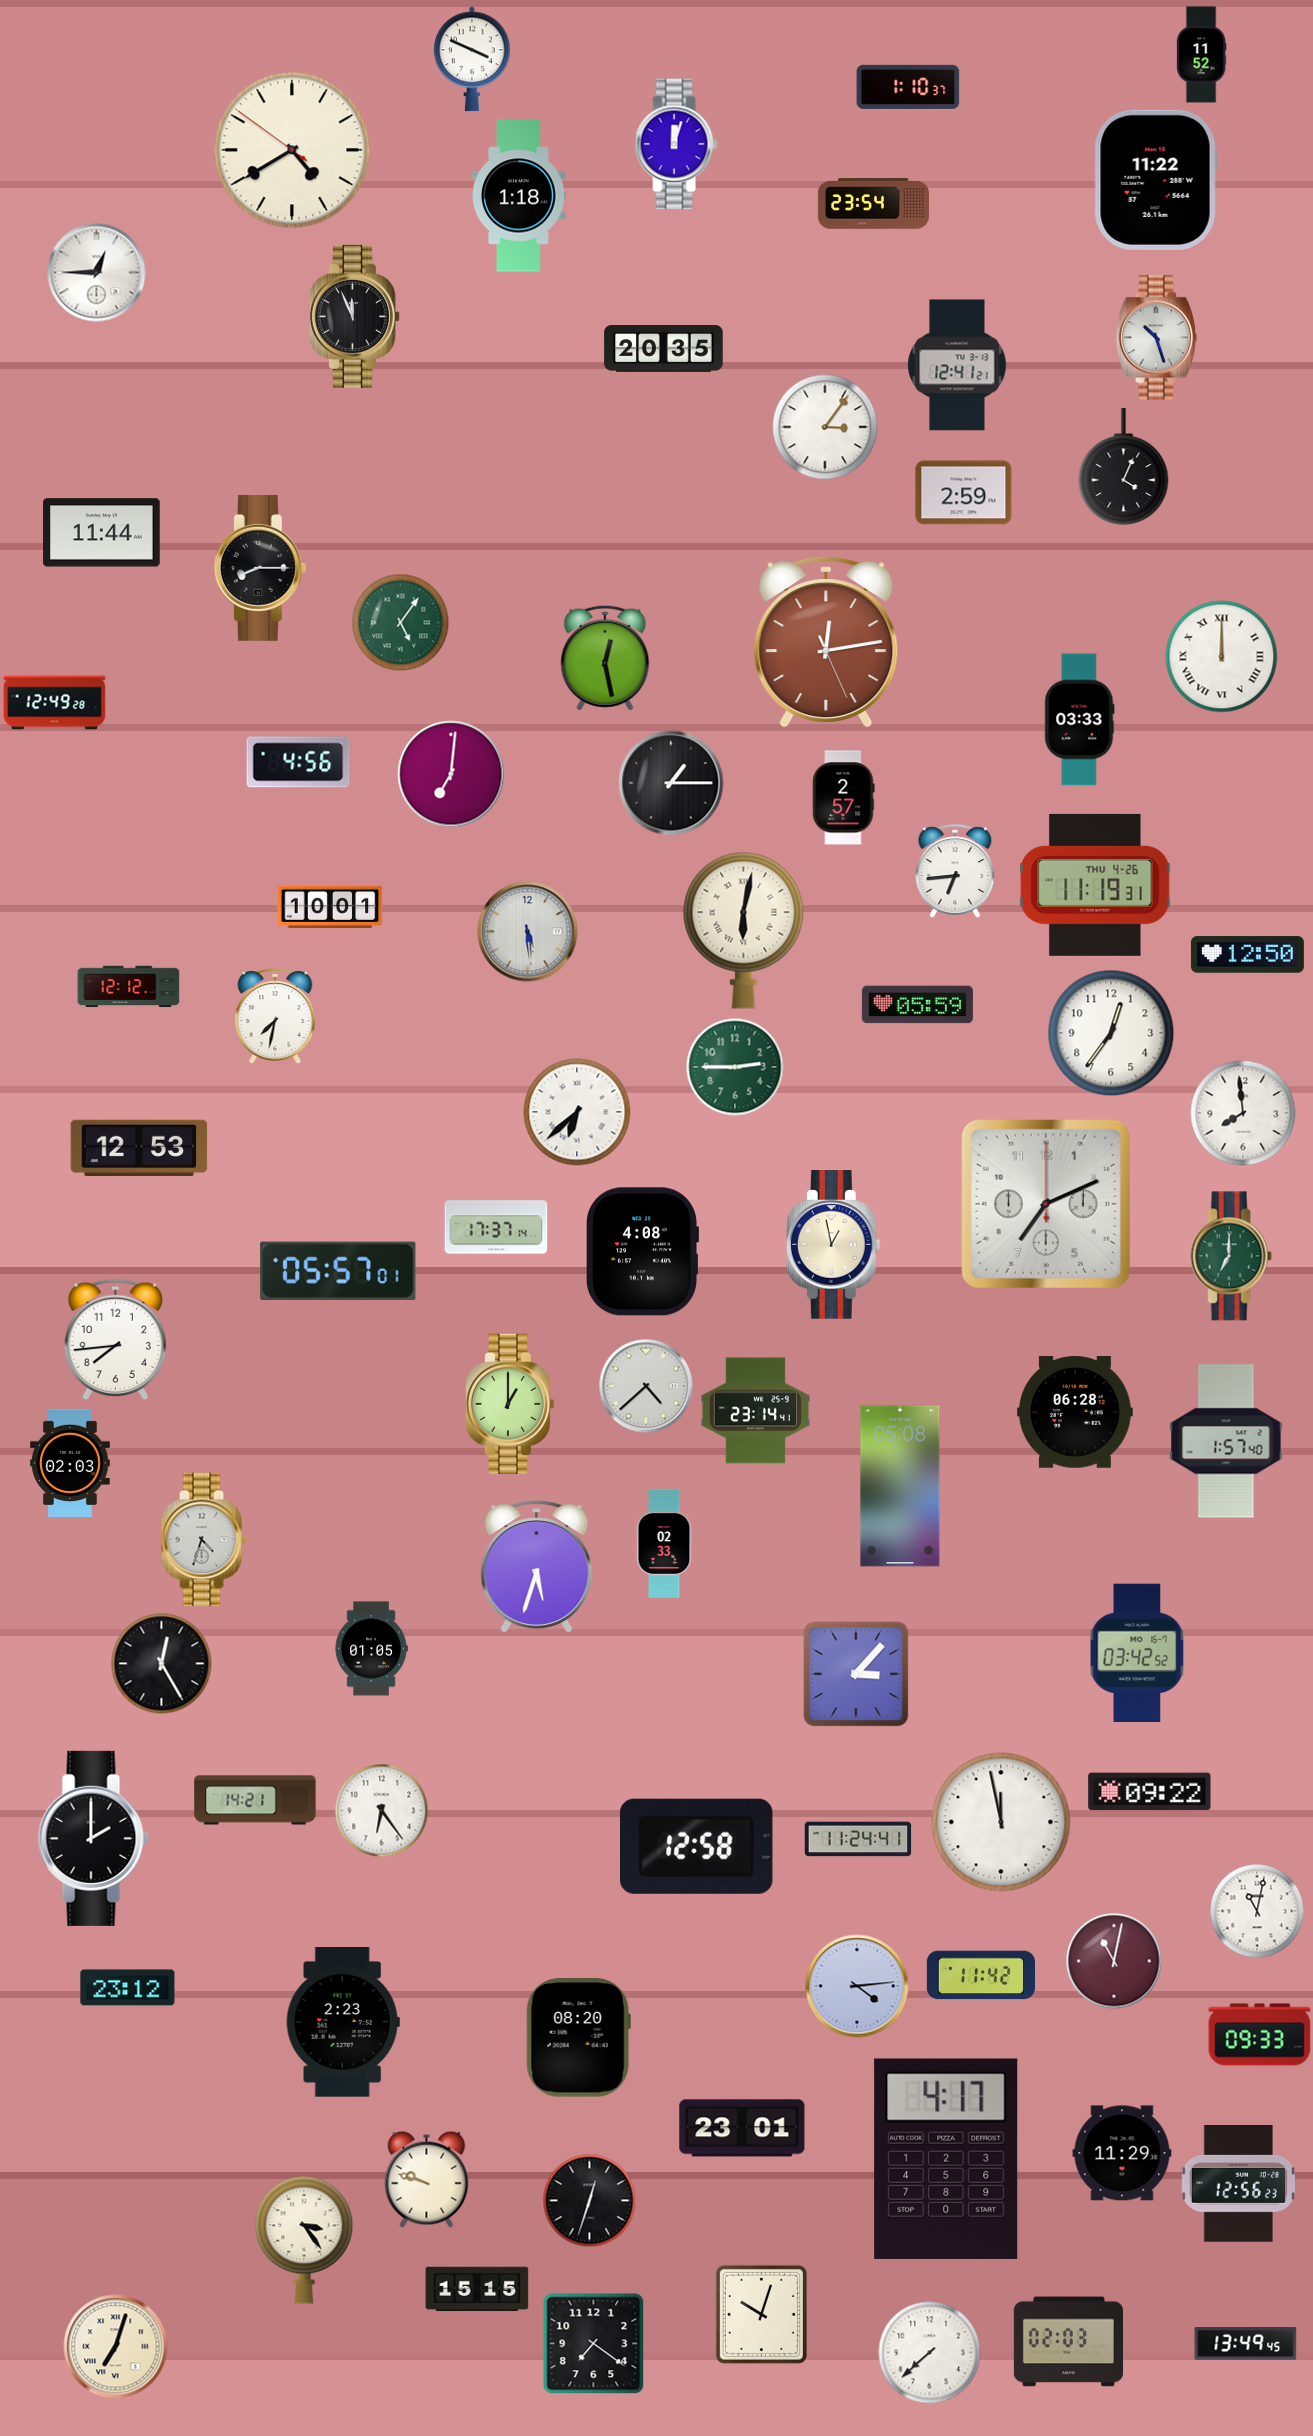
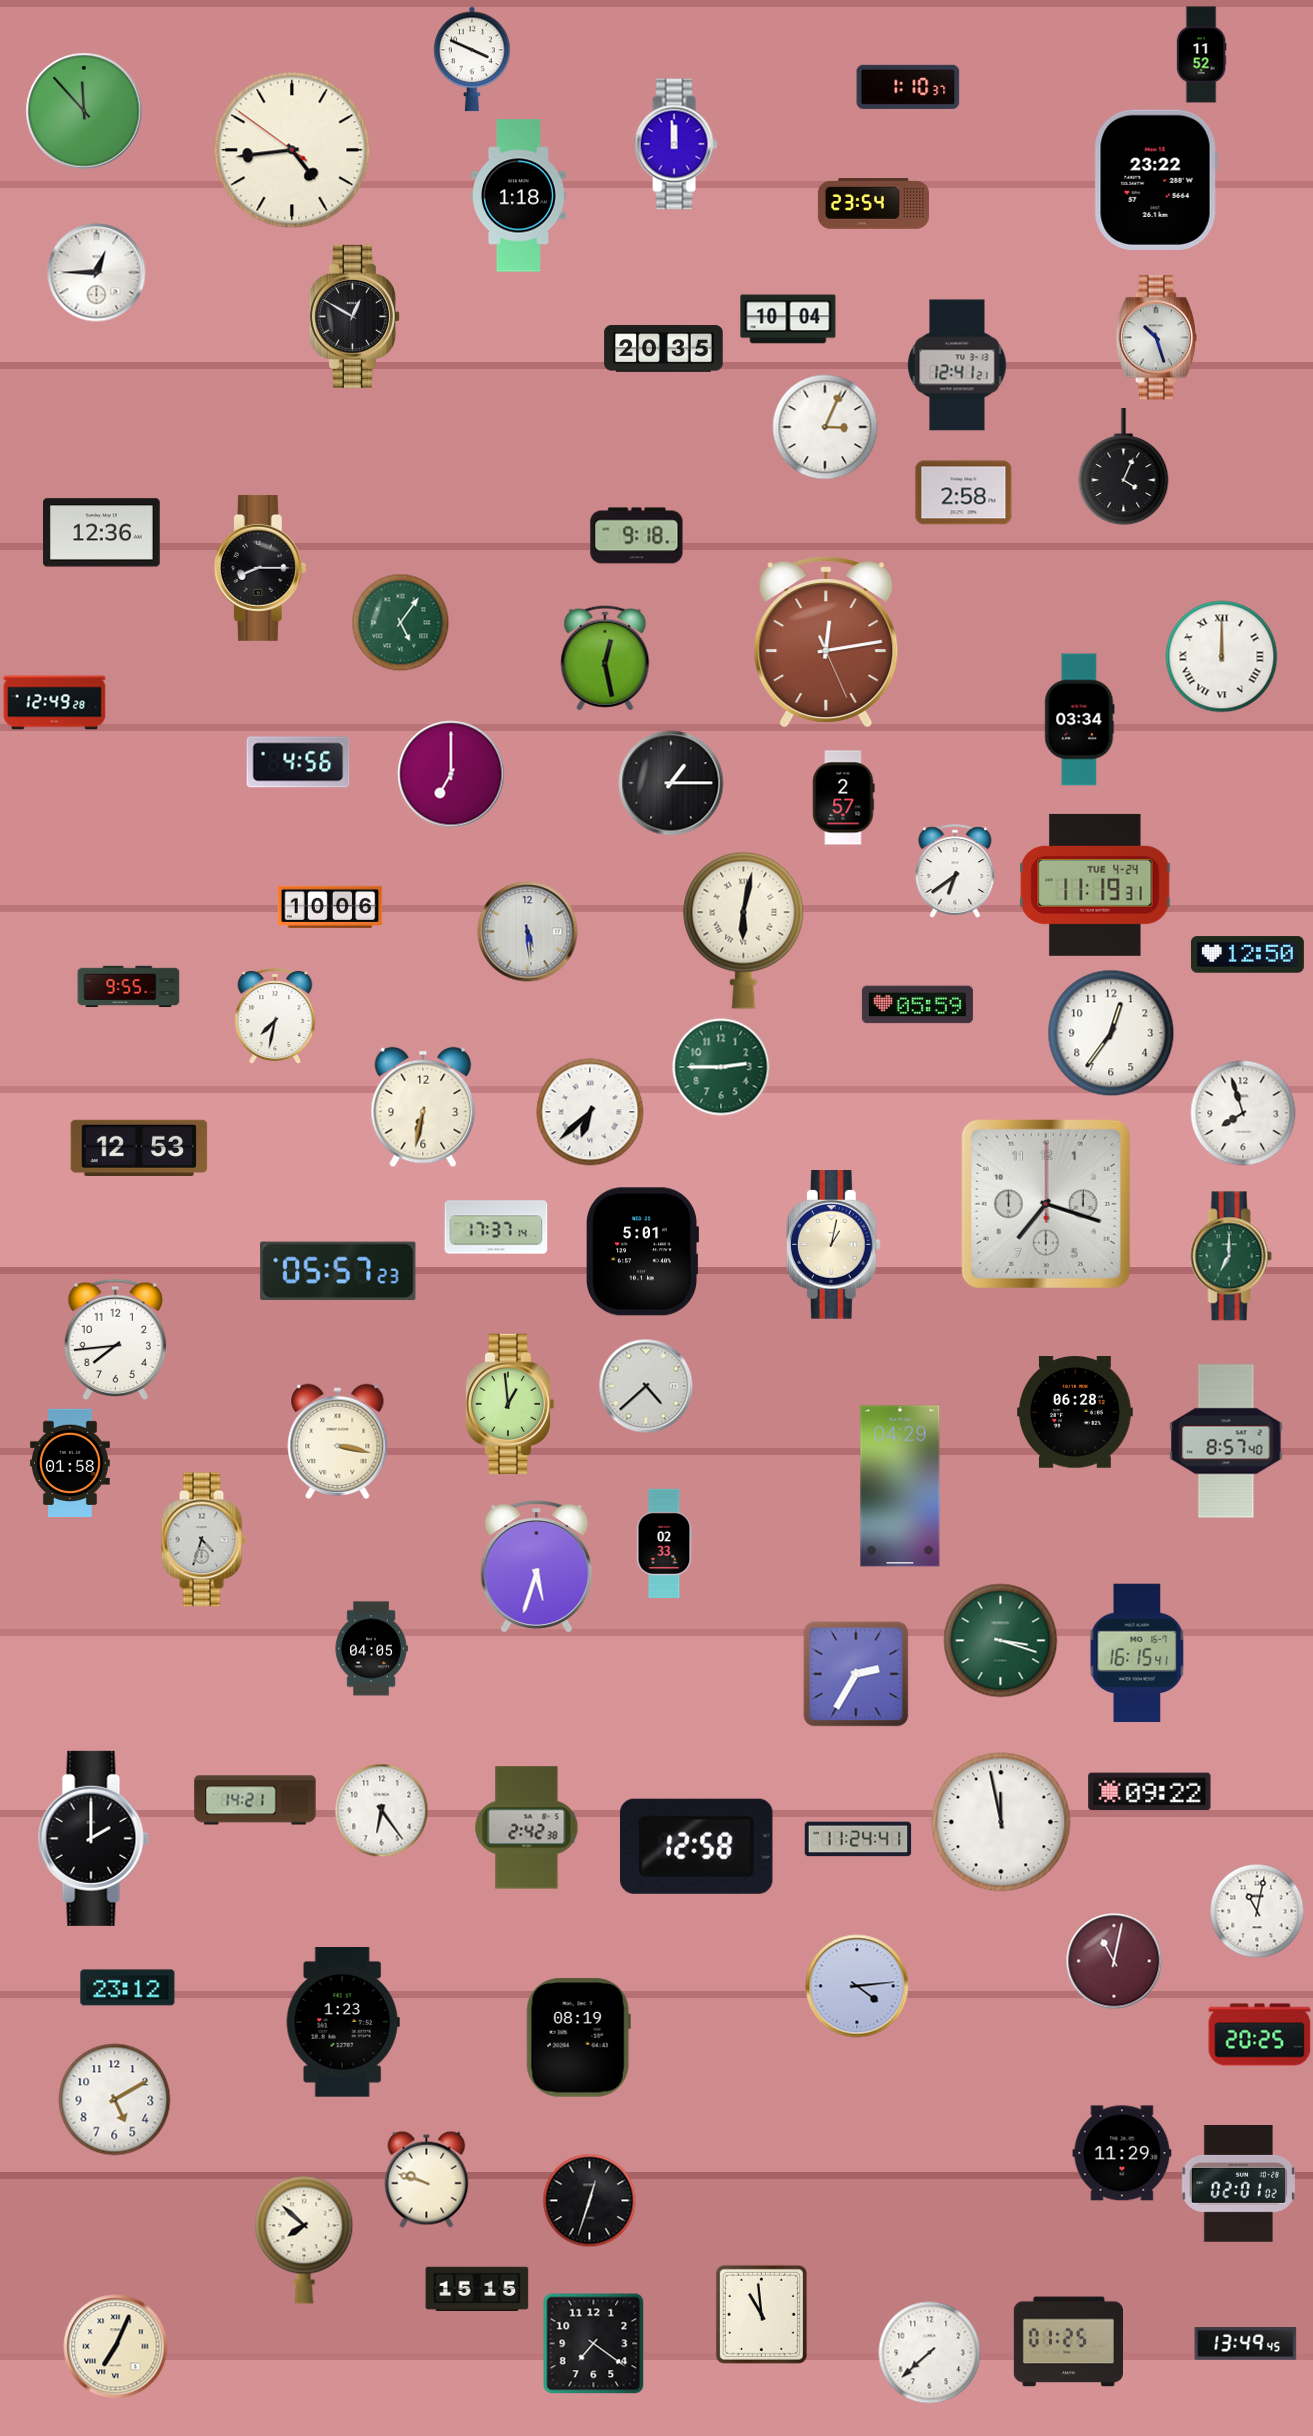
clock at (84, 111): none -> 11:53
clock at (676, 144): 12:03 -> 11:59
clock at (292, 150): 4:39 -> 4:43
clock at (1156, 180): 11:22 -> 23:22
clock at (354, 316): 11:56 -> 12:50
clock at (788, 319): none -> 10:04
clock at (825, 427): 3:06 -> 3:04
clock at (964, 493): 2:59 -> 2:58
clock at (102, 533): 11:44 -> 12:36
clock at (637, 536): none -> 9:18
clock at (1080, 720): 03:33 -> 03:34
clock at (451, 774): 7:01 -> 7:00
clock at (955, 871): 6:44 -> 6:39
clock at (1095, 885) date: THU 4-26 -> TUE 4-24
clock at (330, 907): 10:01 -> 10:06
clock at (129, 987): 12:12 -> 9:55
clock at (735, 1067) position: (735, 1067) -> (721, 1067)
clock at (423, 1107): none -> 6:32
clock at (577, 1112) position: (577, 1112) -> (590, 1112)
clock at (1243, 1113): 7:59 -> 7:57
clock at (1046, 1204): 7:11 -> 7:18
clock at (833, 1245): 12:58 -> 1:02
clock at (642, 1252): 4:08 -> 5:01
clock at (338, 1270): 05:57:01 -> 05:57:23
clock at (510, 1404): 1:00 -> 12:59
clock at (755, 1411): 23:14 -> none
clock at (338, 1441): none -> 3:17
clock at (1226, 1441): 1:57 -> 8:57
clock at (71, 1462): 02:03 -> 01:58
clock at (900, 1486): 05:08 -> 04:29
clock at (1001, 1641): none -> 3:18
clock at (371, 1649): 01:05 -> 04:05
clock at (1137, 1653): 03:42 -> 16:15
clock at (162, 1664): 12:25 -> none
clock at (856, 1674): 3:07 -> 2:35
clock at (527, 1828): none -> 2:42
clock at (980, 1975): 11:42 -> none
clock at (343, 2022): 2:23 -> 1:23
clock at (1260, 2035): 09:33 -> 20:25
clock at (578, 2038): 08:20 -> 08:19
clock at (115, 2100): none -> 5:10
clock at (742, 2128): 23:01 -> none
clock at (946, 2159): 4:17 -> none
clock at (1238, 2184): 12:56 -> 02:01
clock at (304, 2240): 3:24 -> 7:52
clock at (761, 2314): 10:03 -> 10:59
clock at (1068, 2342): 02:03 -> 01:25
clock at (116, 2347): 7:03 -> 7:04
